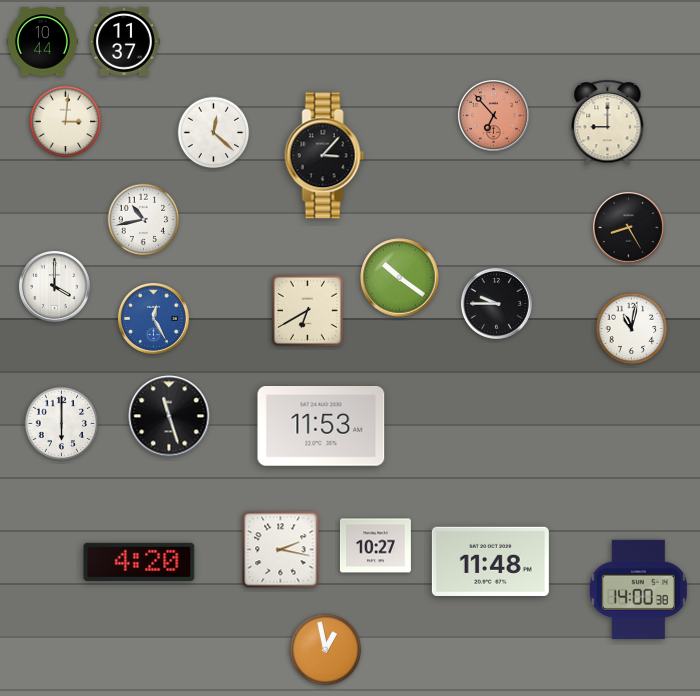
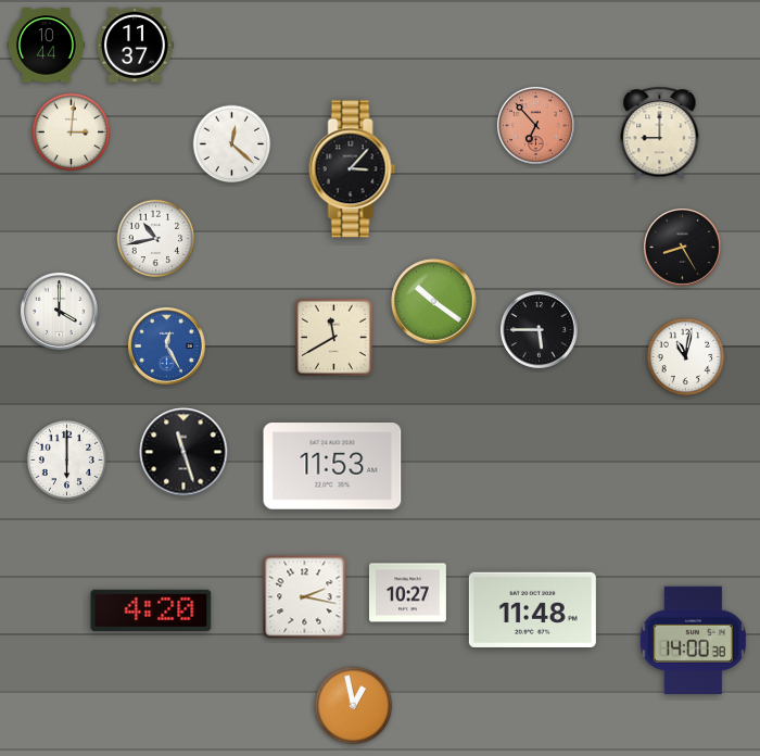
clock at (496, 303): 9:45 -> 5:45
clock at (307, 310): 6:40 -> 11:40
clock at (321, 427) position: (321, 427) -> (332, 467)
